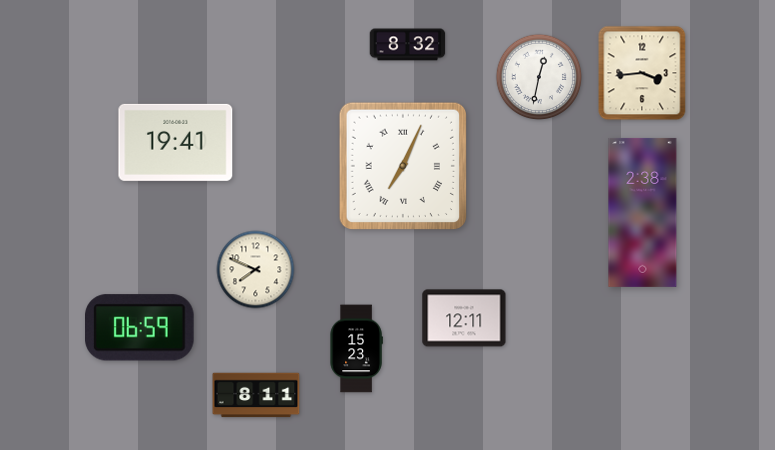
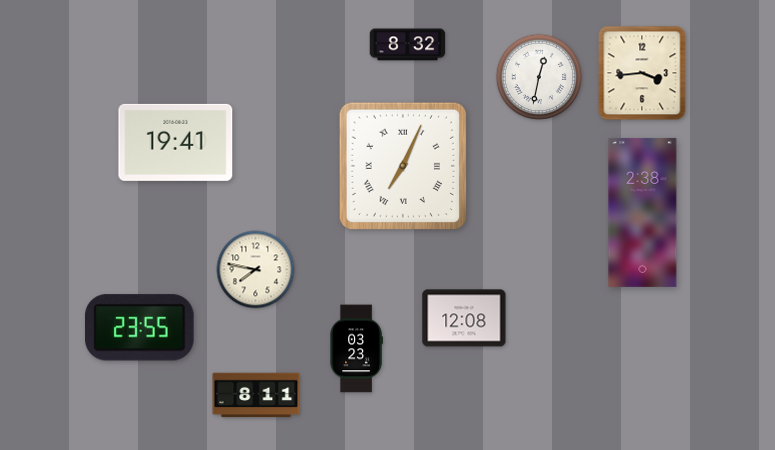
clock at (256, 270): 7:49 -> 7:47
clock at (464, 318): 12:11 -> 12:08
clock at (140, 328): 06:59 -> 23:55
clock at (356, 349): 15:23 -> 03:23
